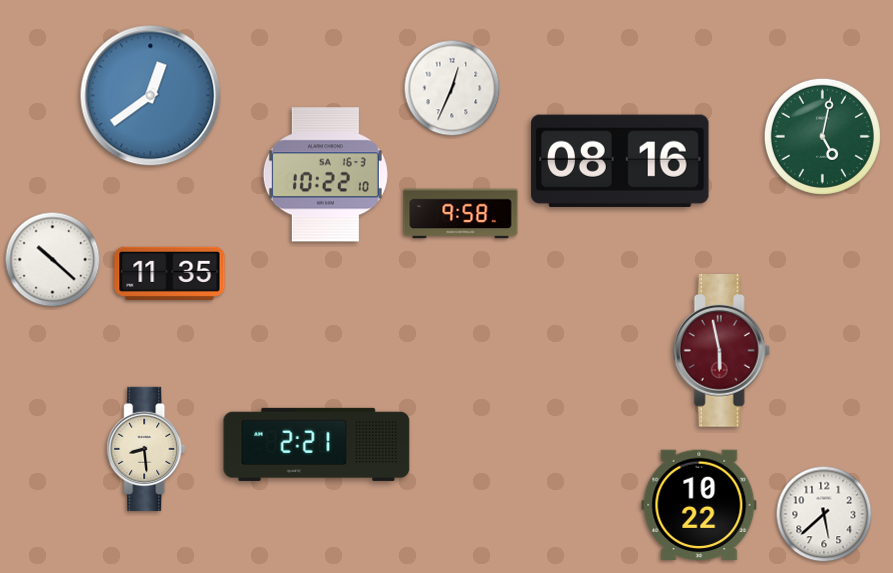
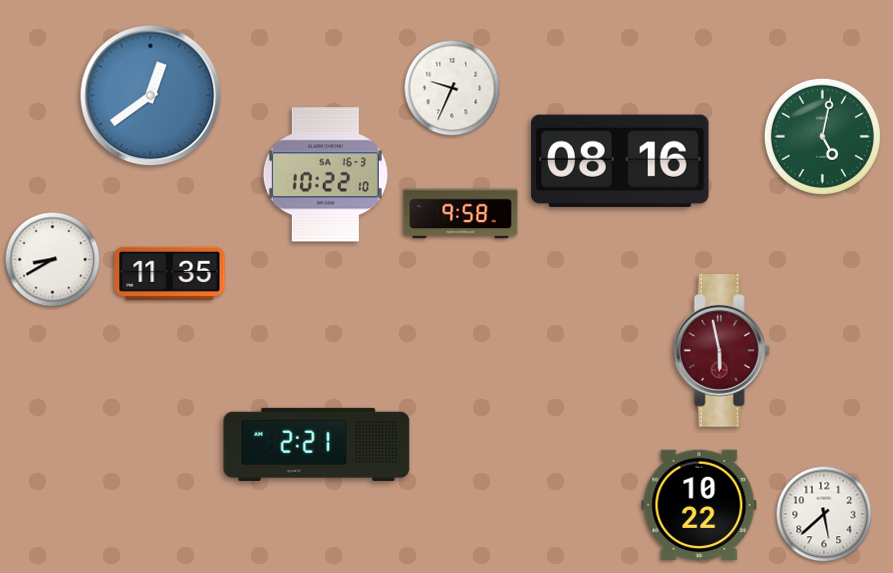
clock at (452, 88): 12:34 -> 9:34
clock at (53, 260): 10:22 -> 8:40
clock at (146, 449): 8:29 -> none
